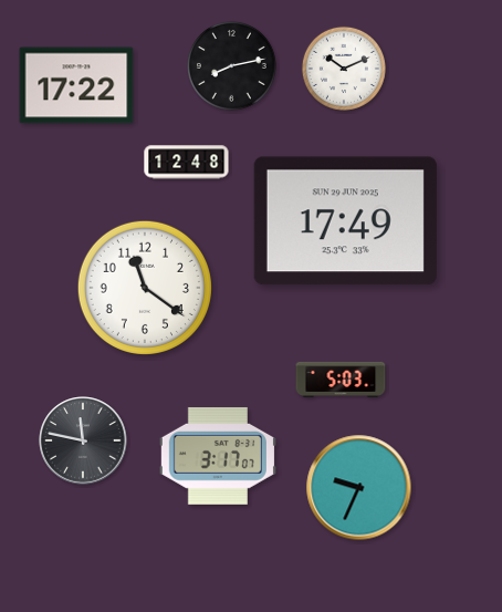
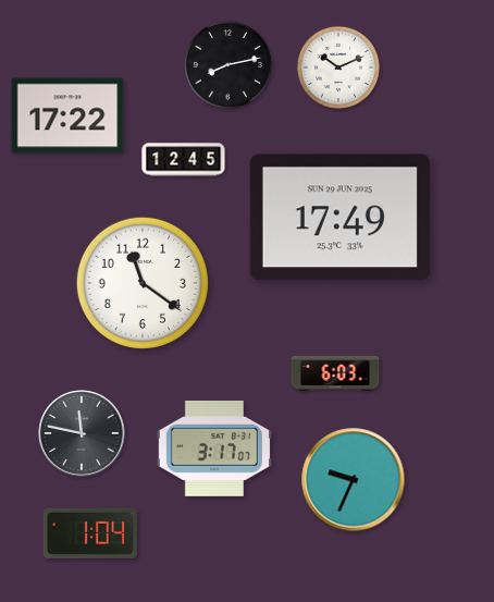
clock at (76, 85) position: (76, 85) -> (67, 115)
clock at (187, 163): 12:48 -> 12:45
clock at (341, 380): 5:03 -> 6:03
clock at (89, 533): none -> 1:04
